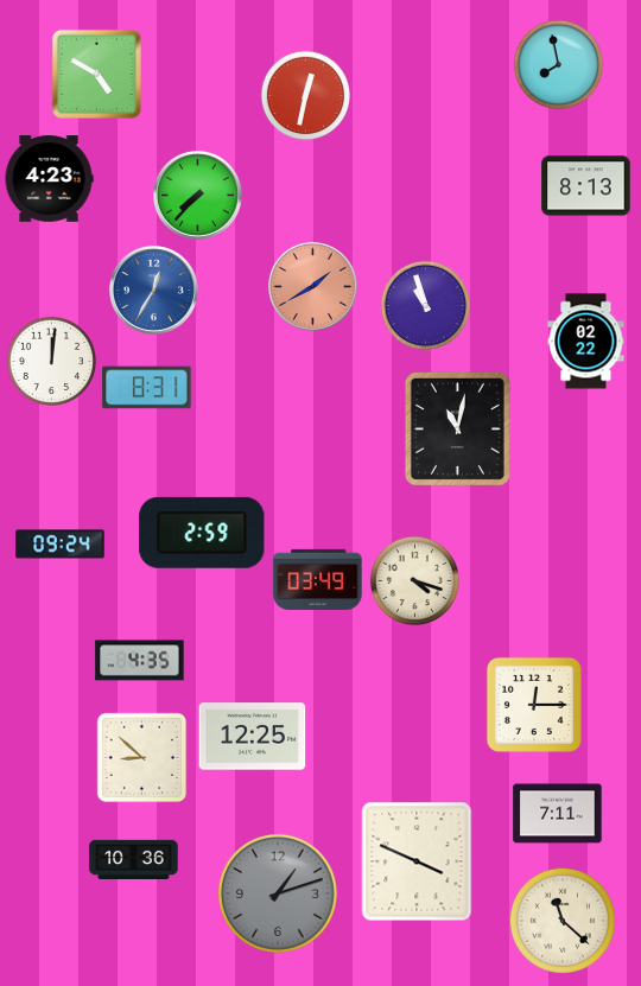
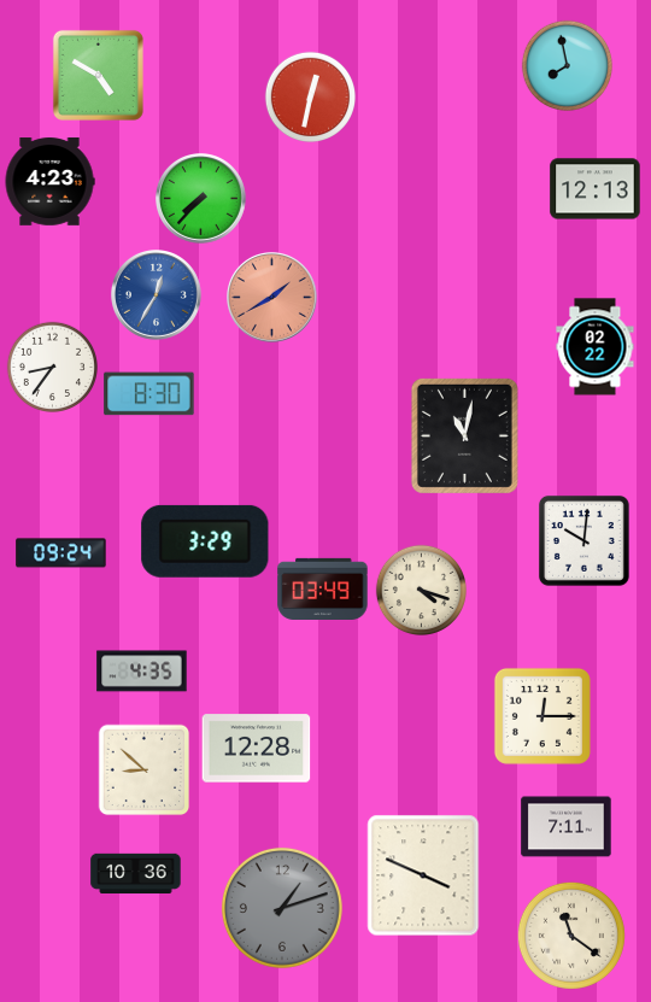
clock at (586, 186): 8:13 -> 12:13
clock at (313, 287) position: (313, 287) -> (272, 298)
clock at (425, 305): 10:57 -> none
clock at (51, 361): 12:01 -> 8:36
clock at (147, 388): 8:31 -> 8:30
clock at (583, 540): none -> 10:01
clock at (202, 533): 2:59 -> 3:29
clock at (253, 737): 12:25 -> 12:28
clock at (563, 921): 11:22 -> 11:21
